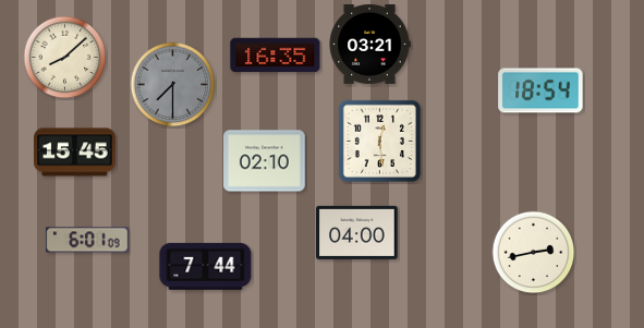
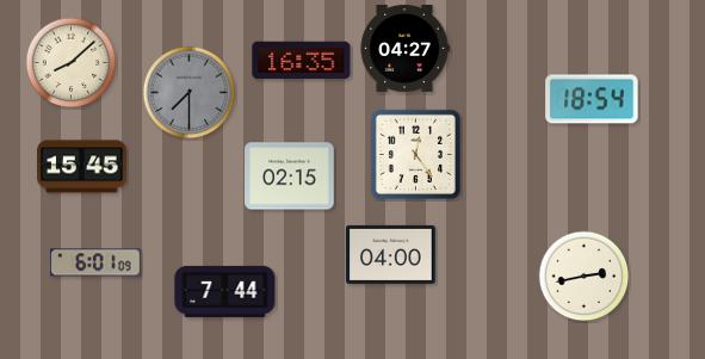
clock at (369, 44): 03:21 -> 04:27
clock at (379, 141): 12:29 -> 12:24
clock at (265, 161): 02:10 -> 02:15
